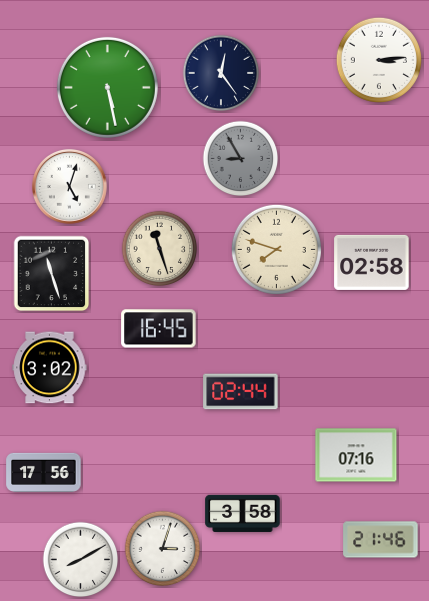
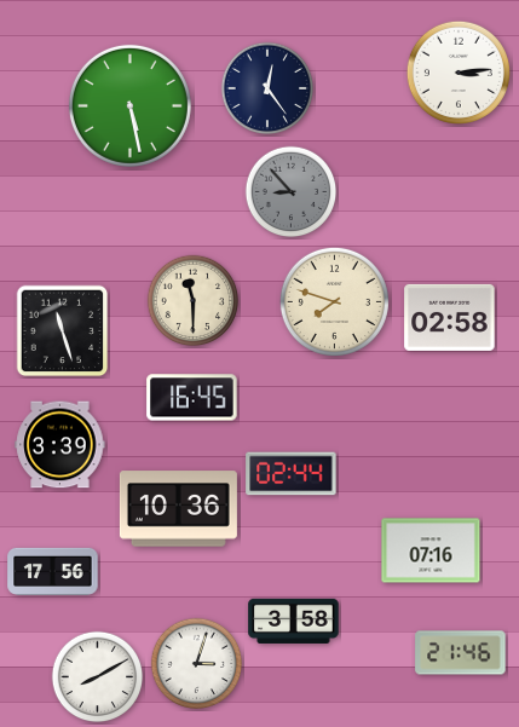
clock at (241, 159): 8:55 -> 8:53
clock at (69, 186): 5:03 -> none
clock at (160, 249): 11:27 -> 11:30
clock at (50, 368): 3:02 -> 3:39
clock at (178, 509): none -> 10:36
